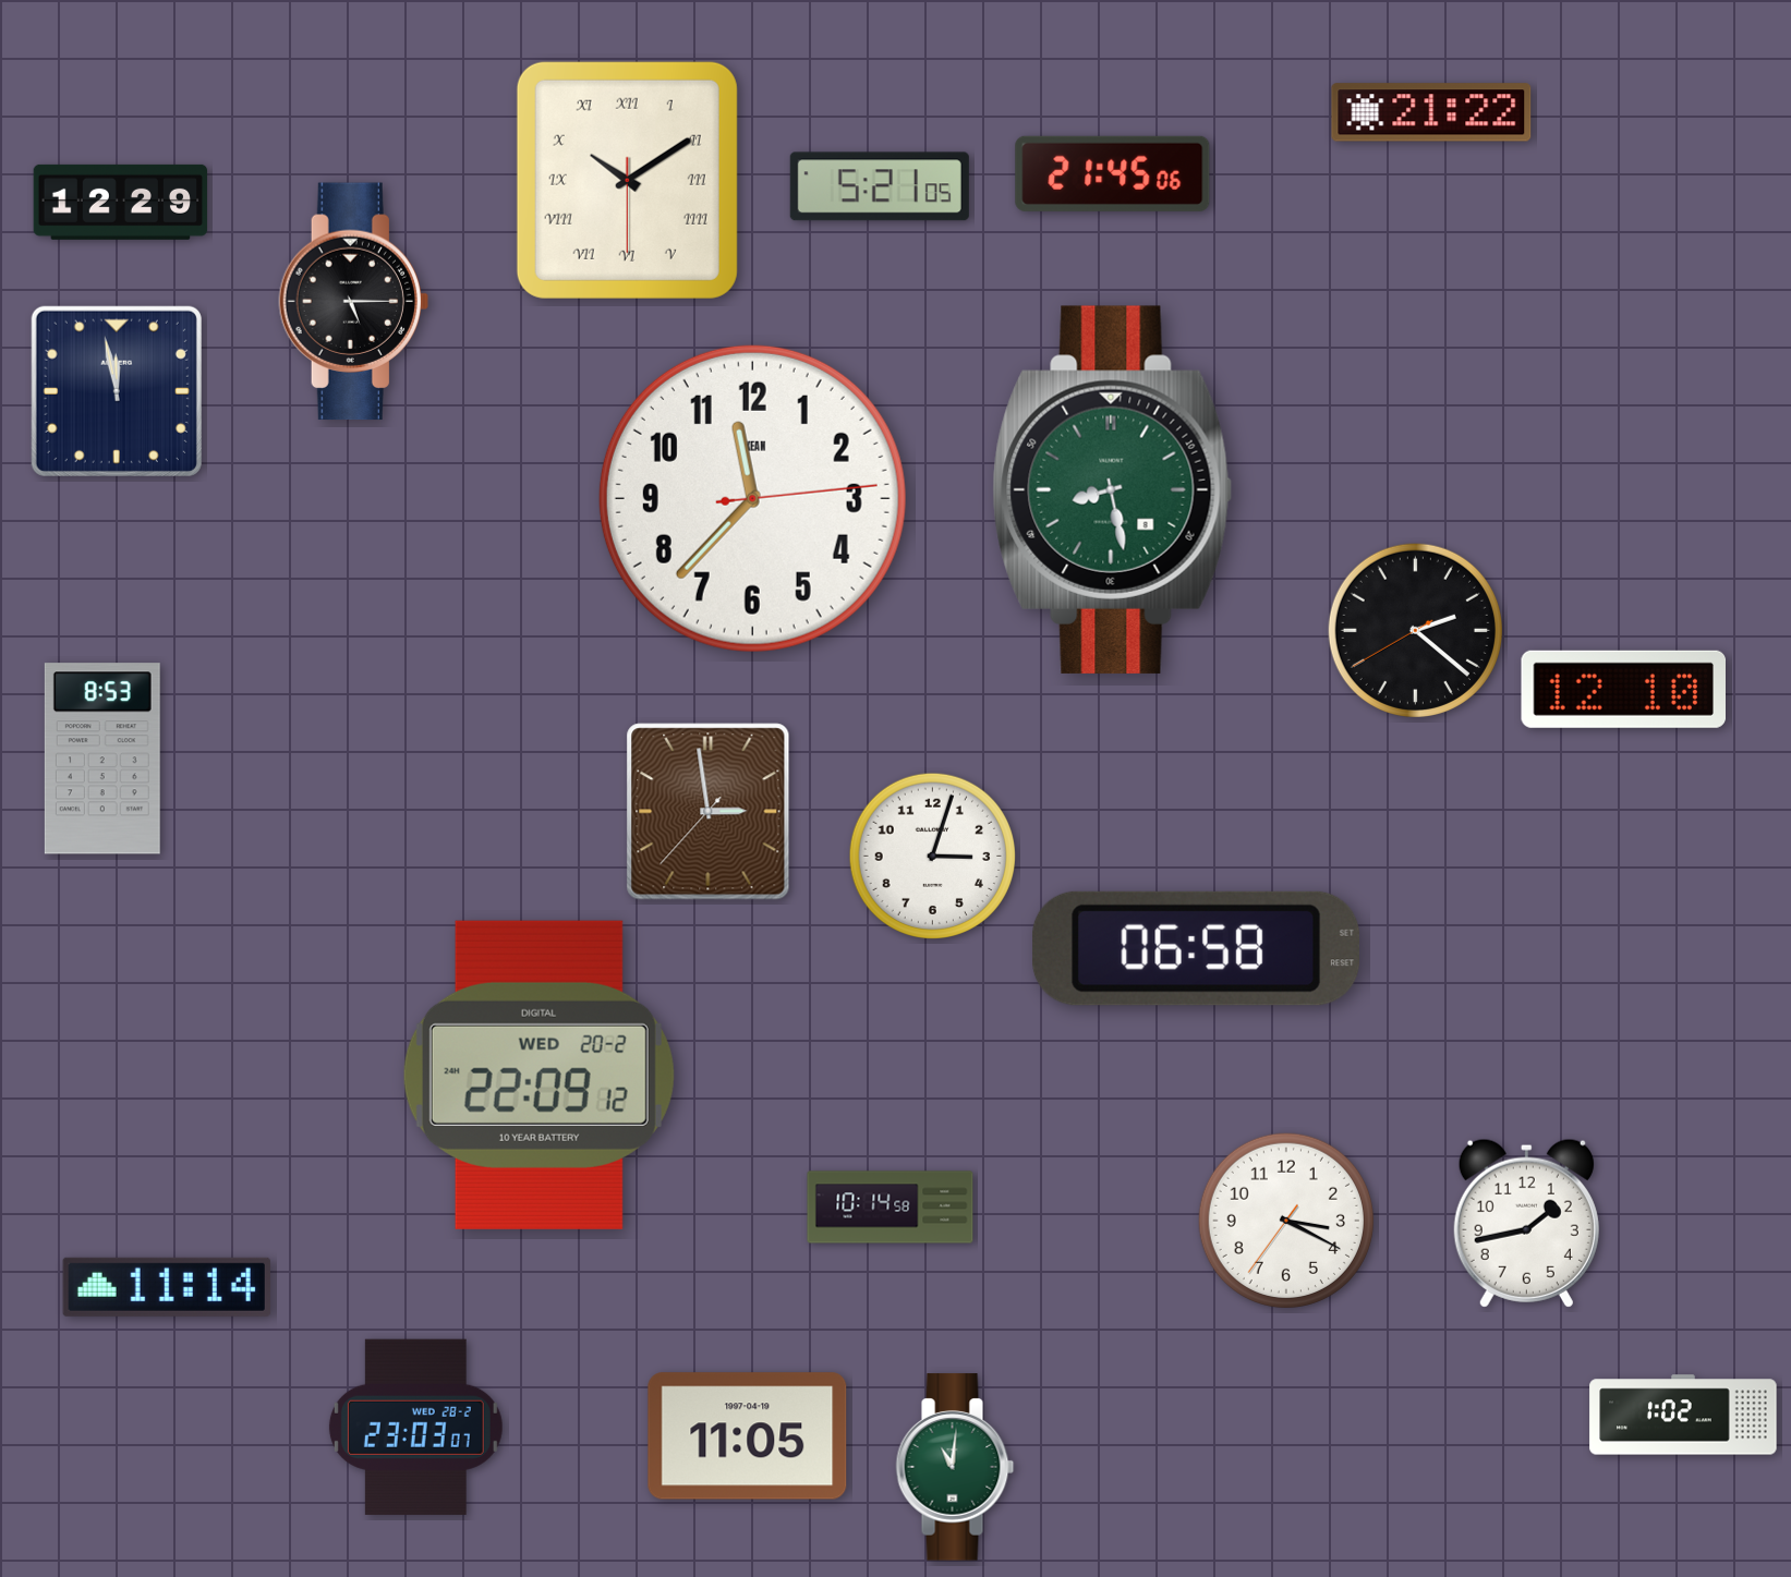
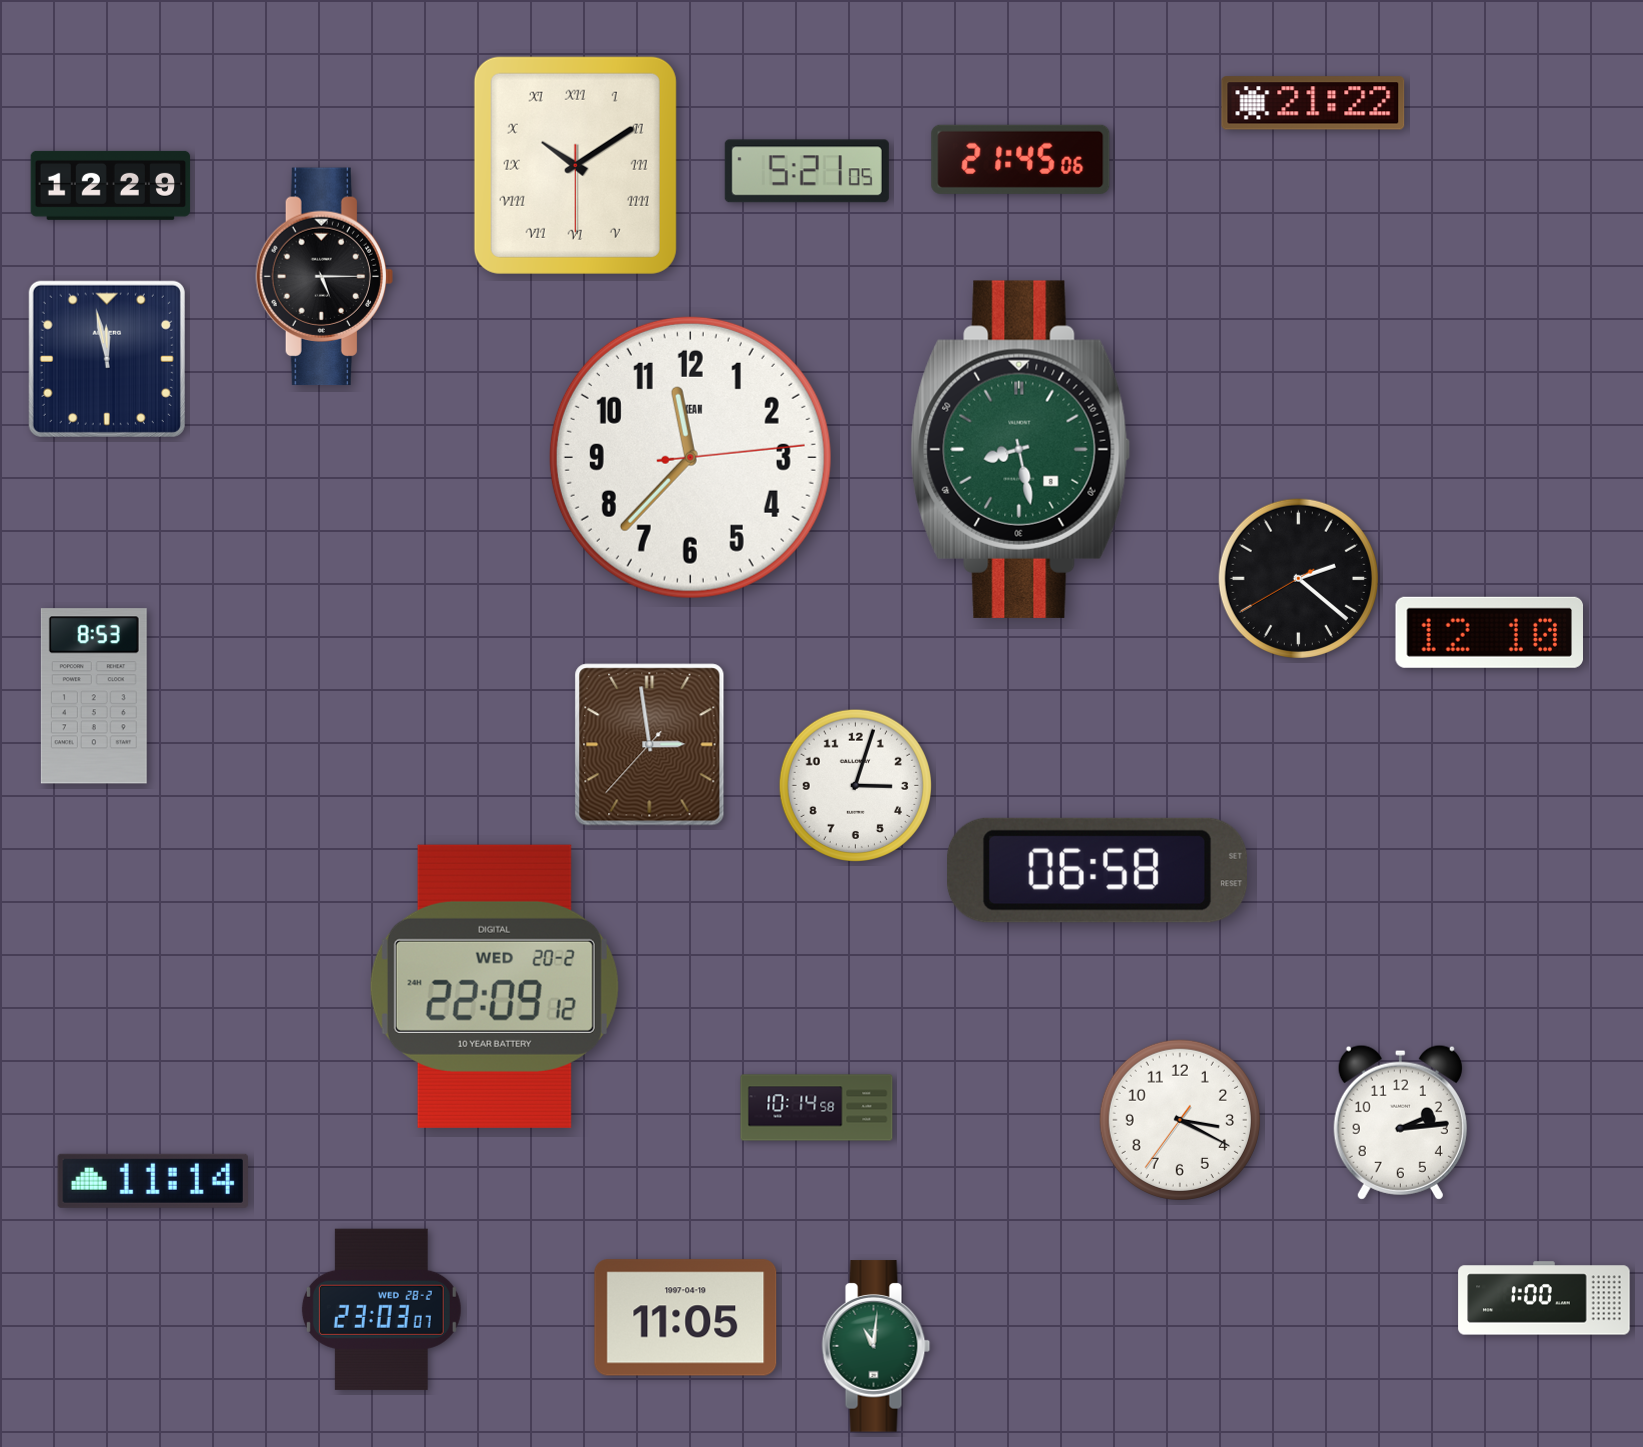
clock at (1526, 1223): 1:43 -> 2:14
clock at (1683, 1415): 1:02 -> 1:00
